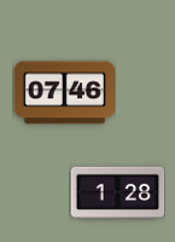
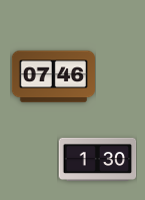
clock at (117, 192): 1:28 -> 1:30
